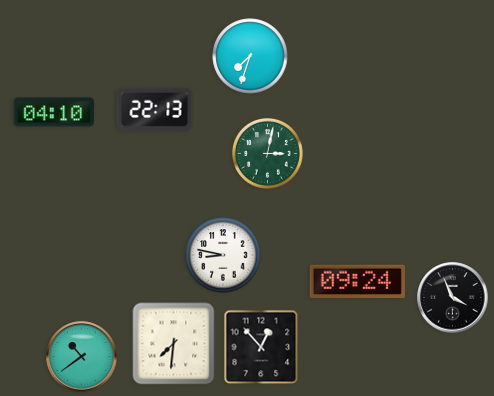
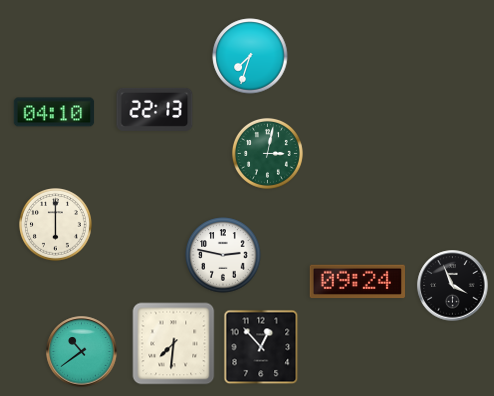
clock at (56, 225): none -> 6:00
clock at (223, 255): 8:47 -> 2:47
clock at (453, 298) position: (453, 298) -> (453, 286)
clock at (82, 357) position: (82, 357) -> (82, 352)
